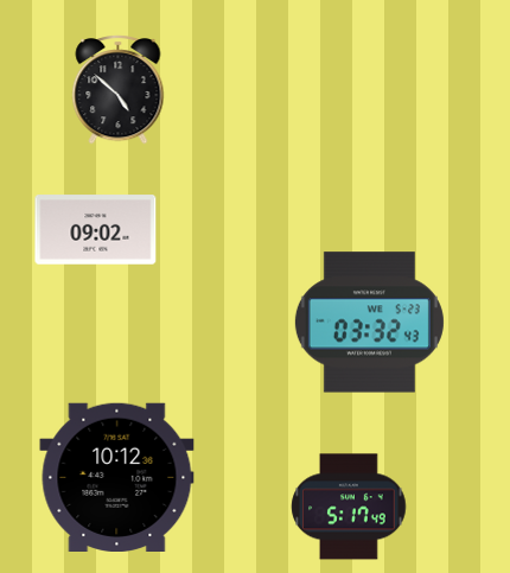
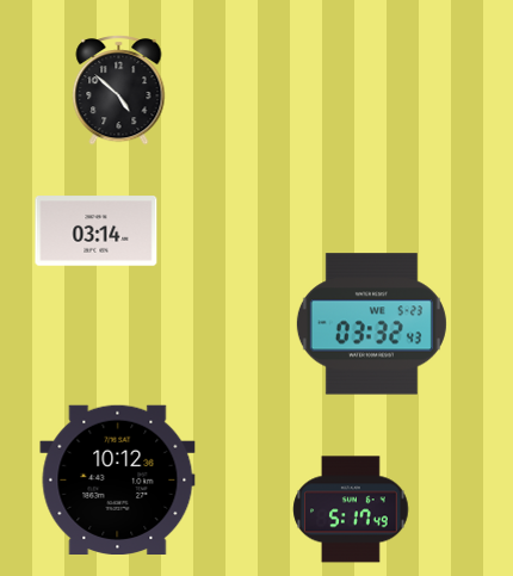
clock at (96, 230): 09:02 -> 03:14
